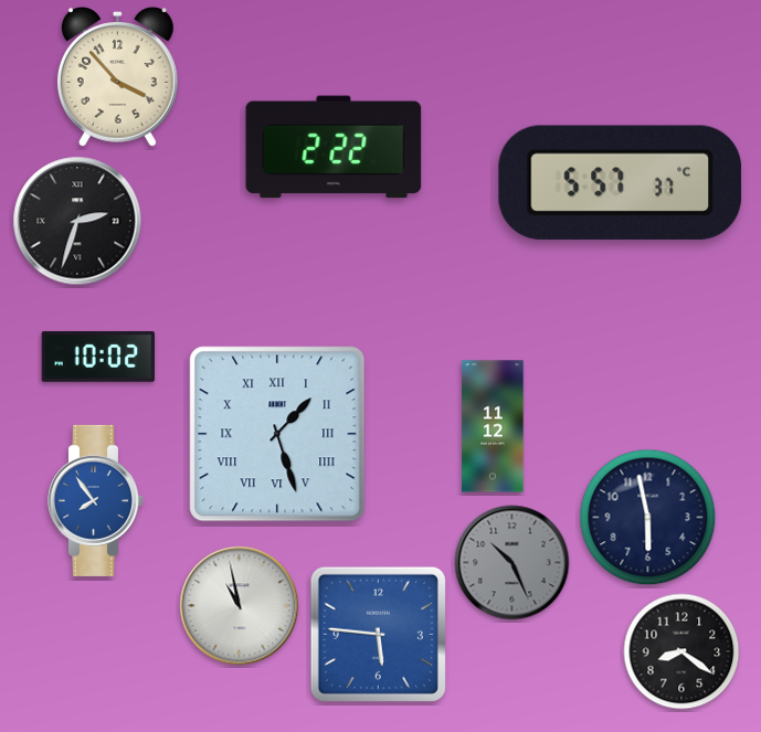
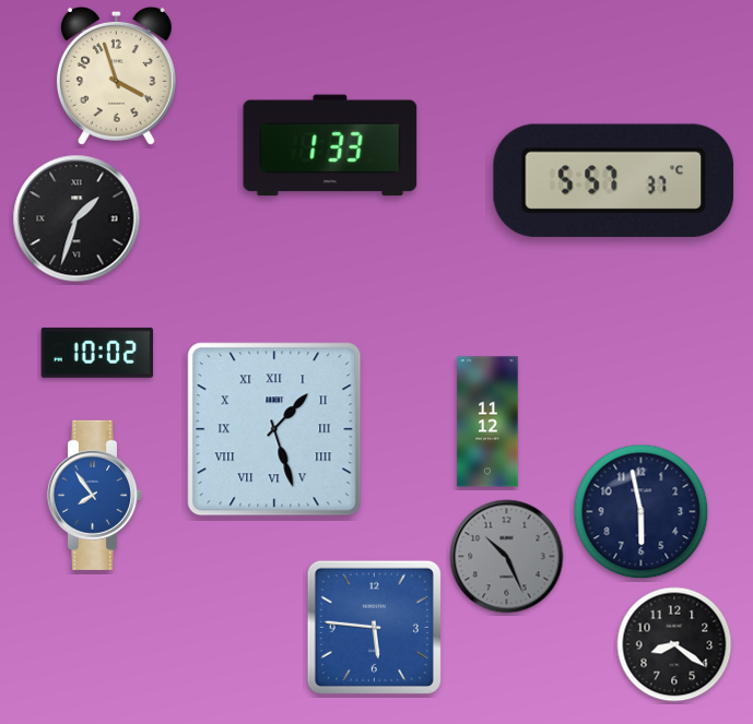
clock at (117, 76): 3:53 -> 3:57
clock at (334, 147): 2:22 -> 1:33
clock at (77, 221): 2:33 -> 1:33
clock at (240, 606): 10:58 -> none
